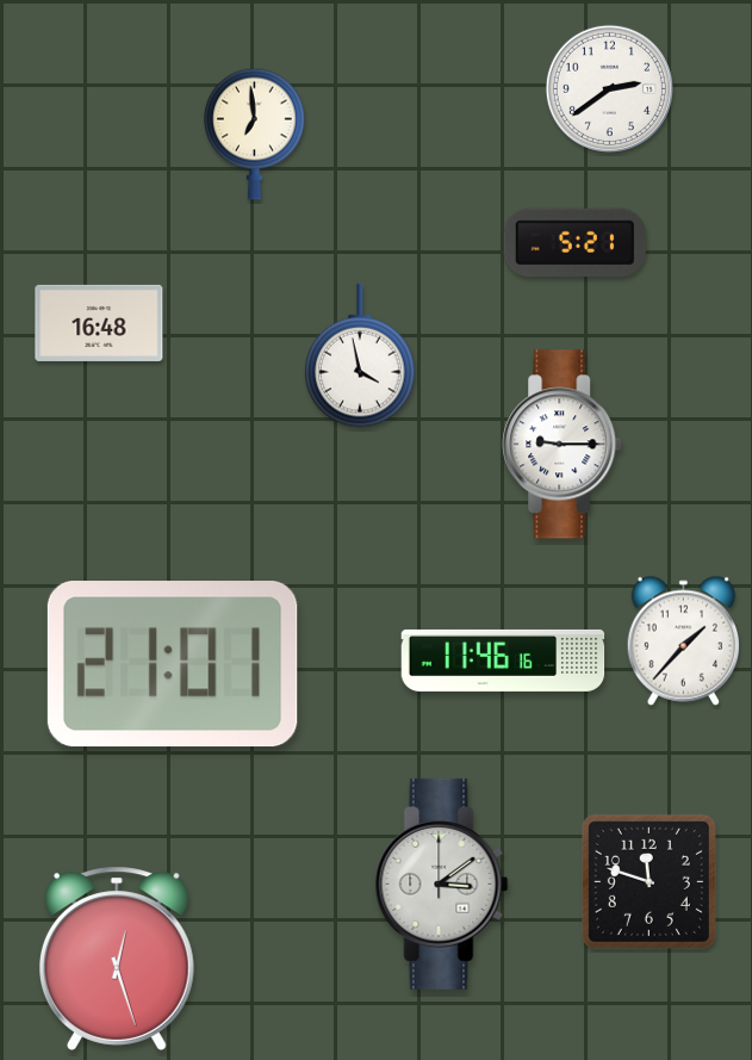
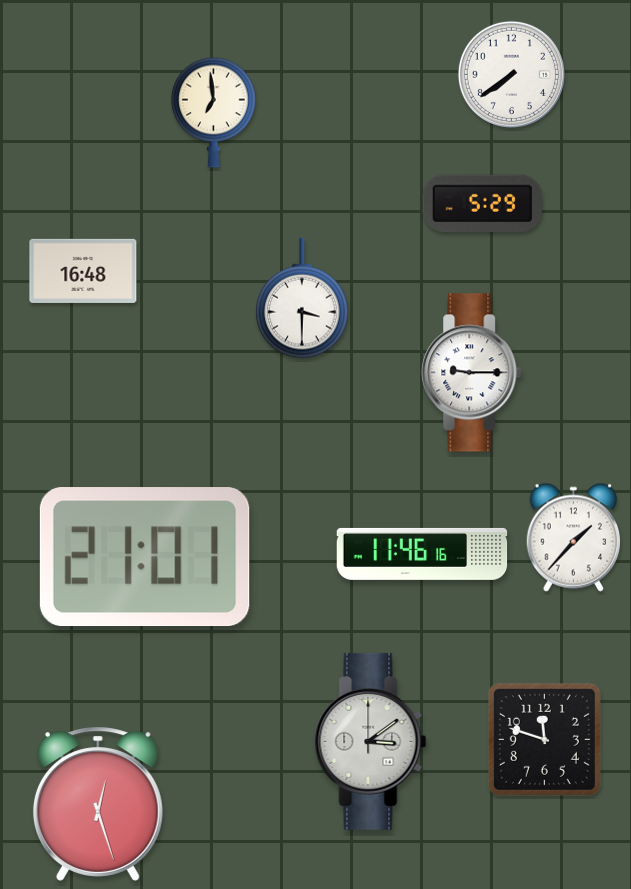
clock at (609, 88): 2:39 -> 7:39
clock at (574, 243): 5:21 -> 5:29
clock at (360, 355): 3:58 -> 3:30
